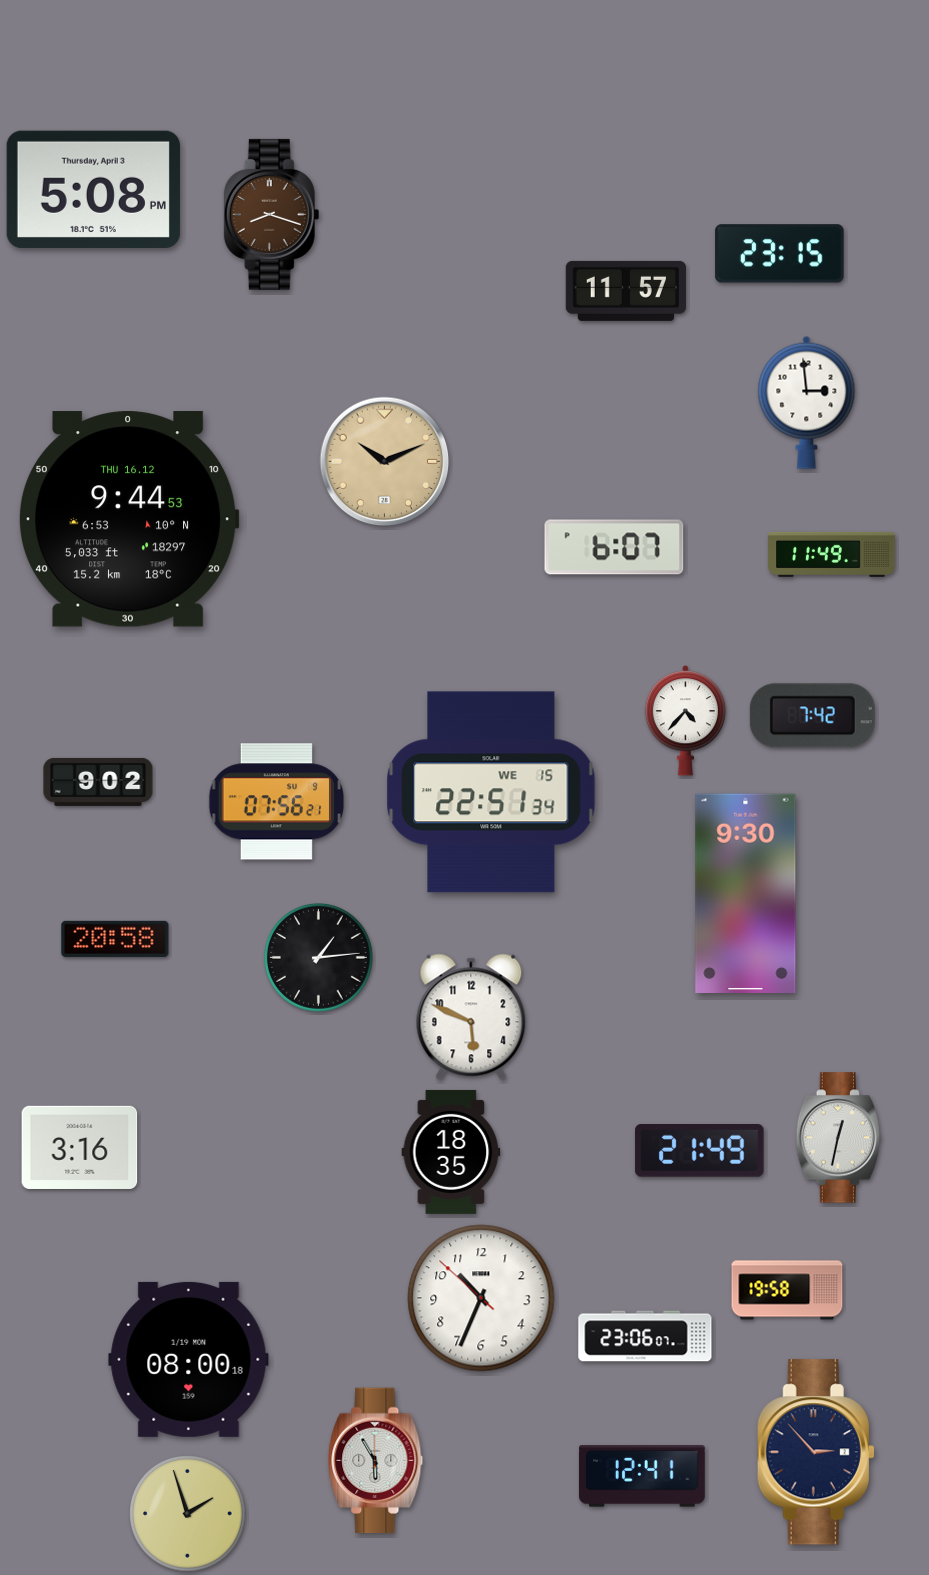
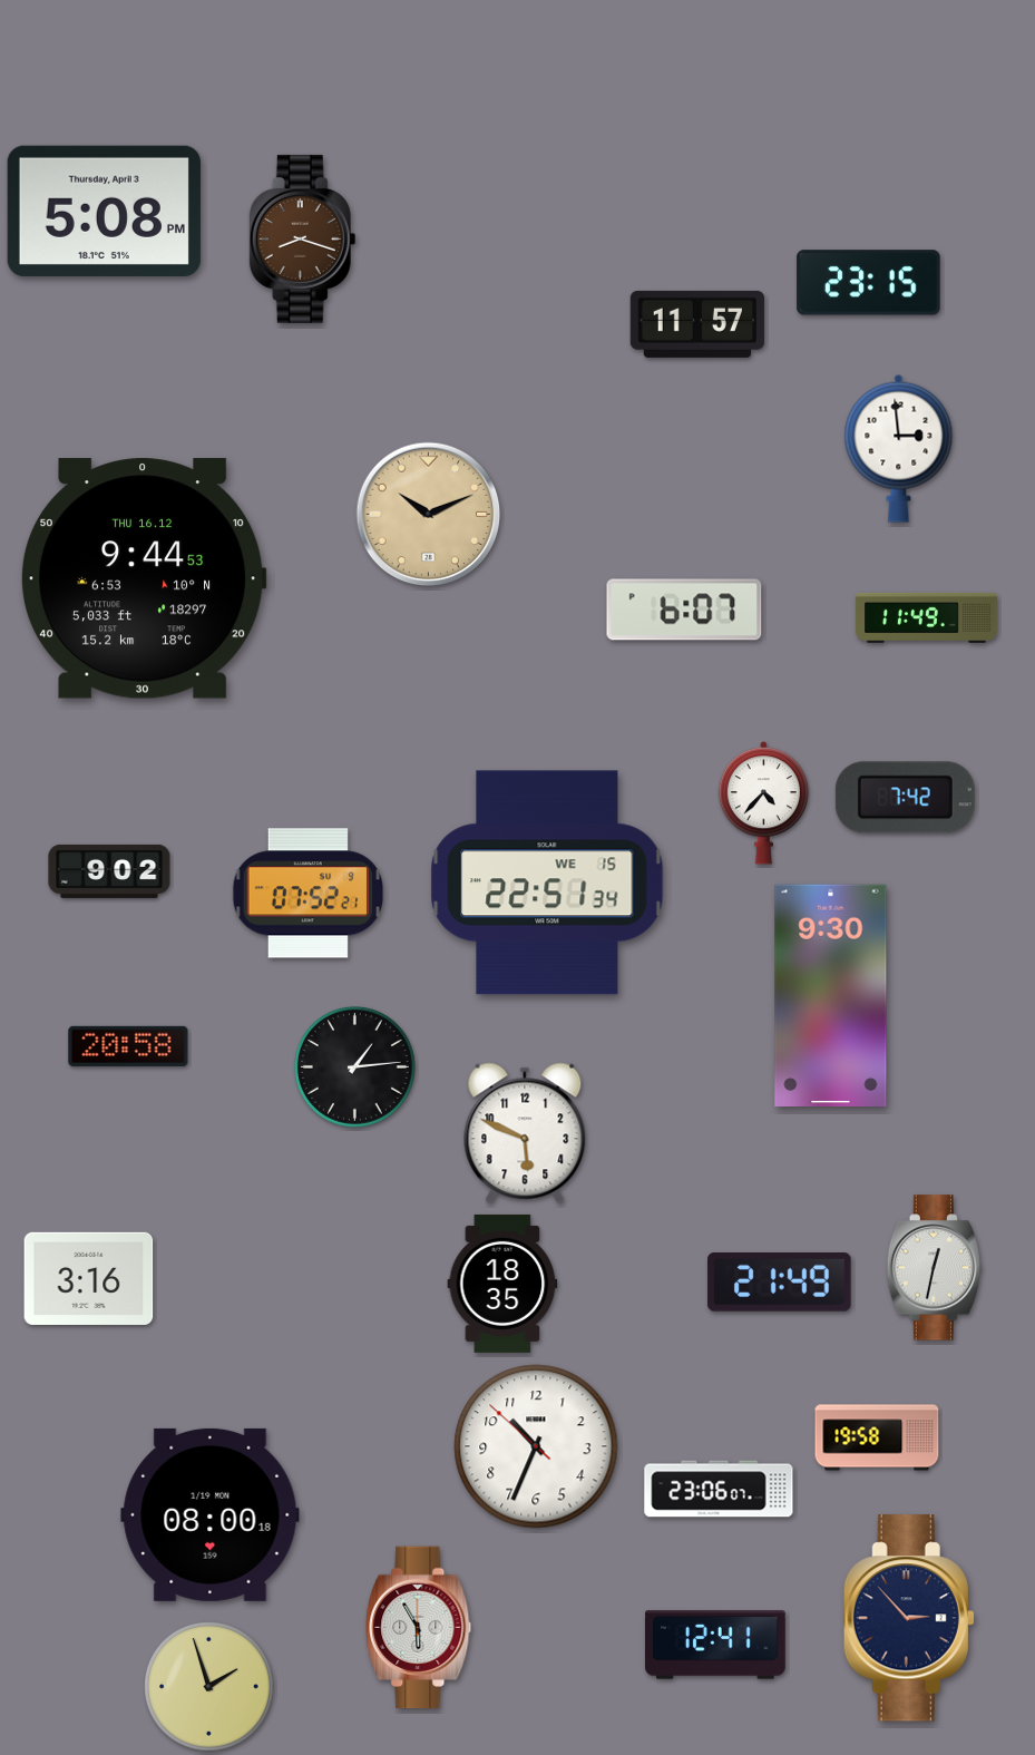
clock at (276, 802): 07:56 -> 07:52
